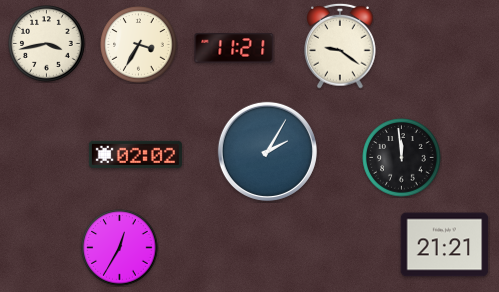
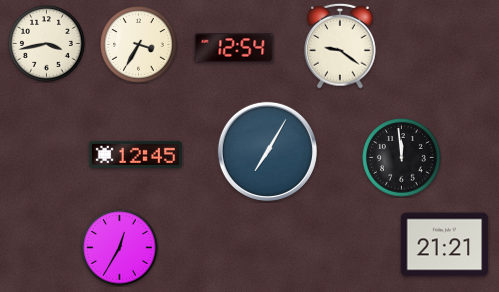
clock at (234, 48): 11:21 -> 12:54
clock at (267, 151): 2:05 -> 7:05
clock at (135, 154): 02:02 -> 12:45
